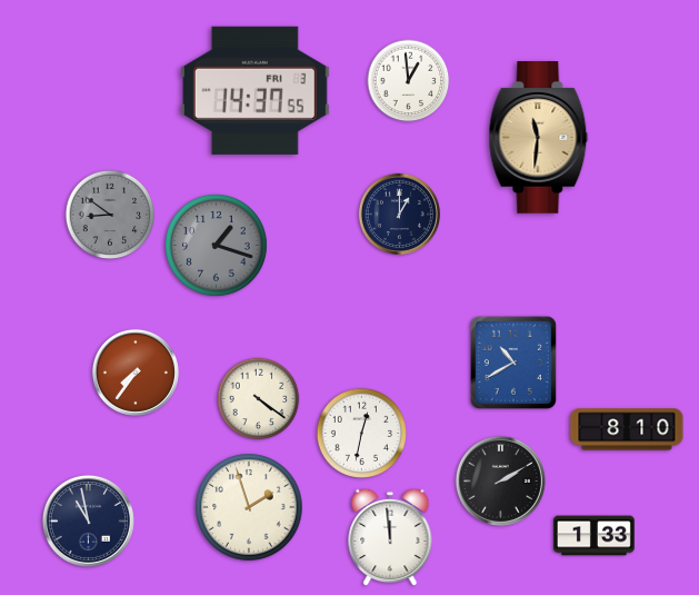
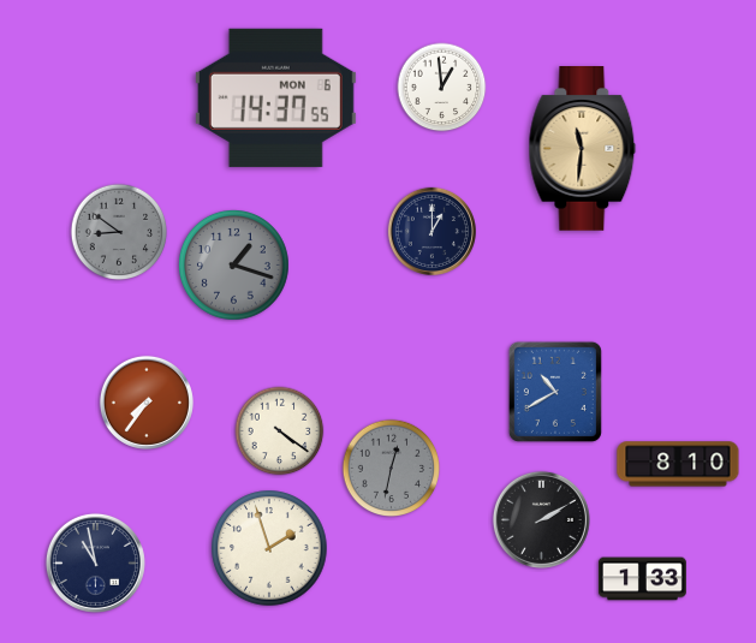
clock at (254, 90) date: FRI 3 -> MON 6
clock at (362, 434) dial: white -> grey
clock at (390, 537): 11:59 -> none
